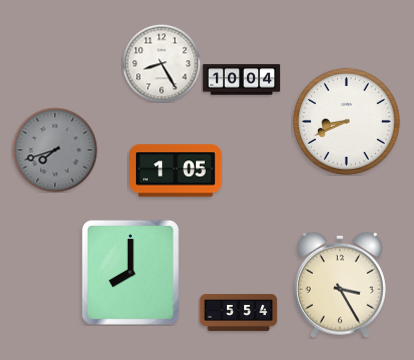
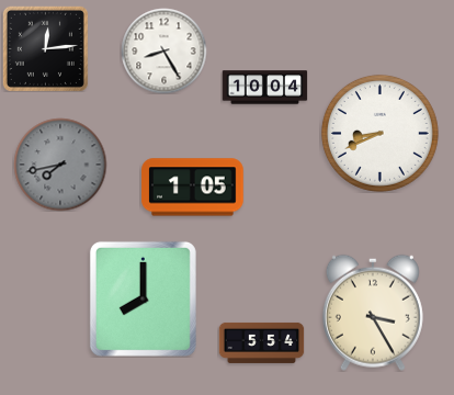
clock at (45, 48): none -> 12:14
clock at (161, 63) position: (161, 63) -> (163, 50)
clock at (55, 150): 7:42 -> 7:43
